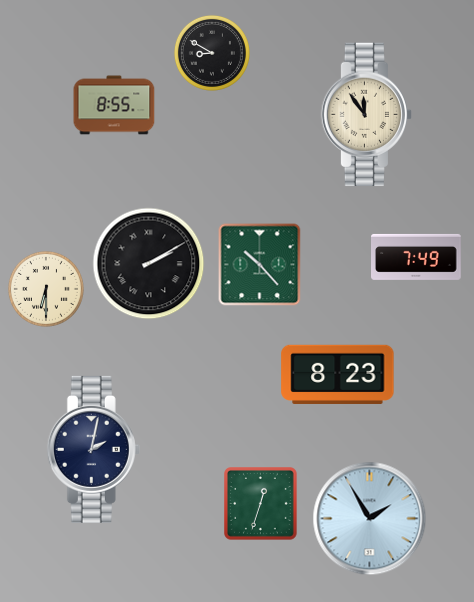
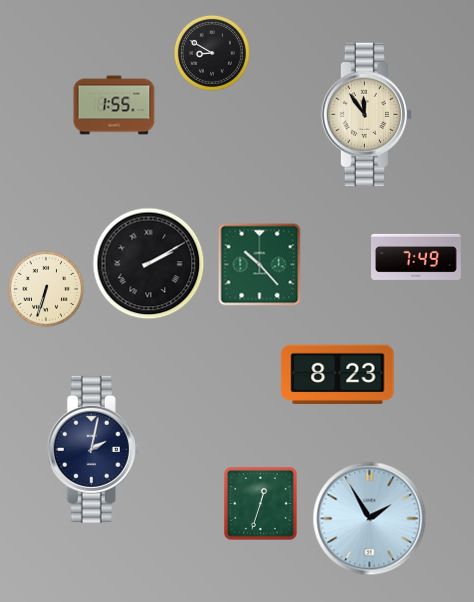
clock at (114, 105): 8:55 -> 1:55
clock at (46, 289): 6:30 -> 6:33
